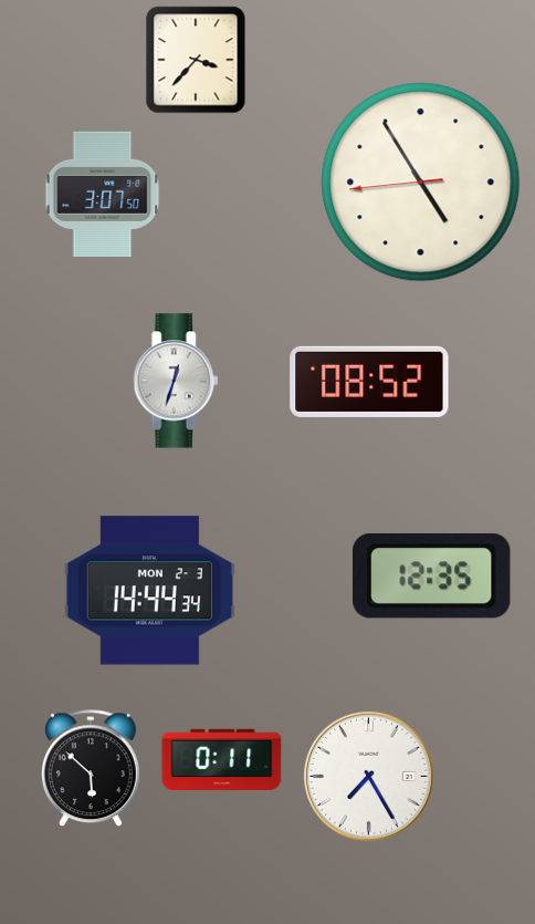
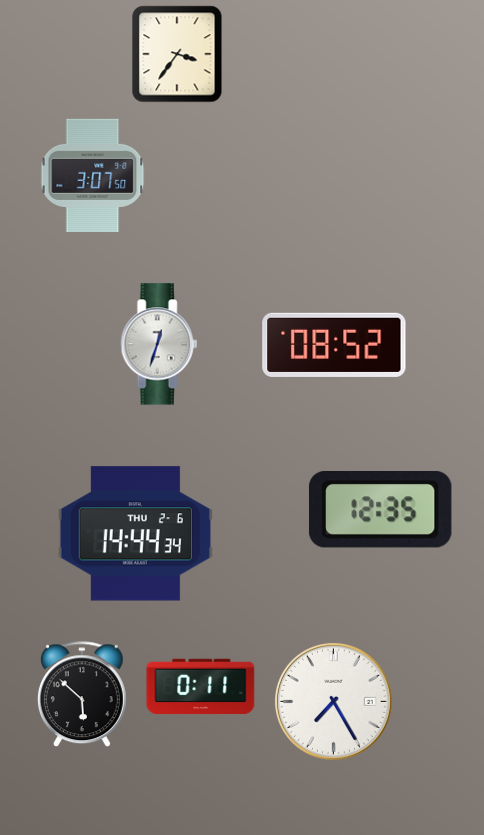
clock at (196, 60): 3:37 -> 3:36
clock at (421, 183): 4:54 -> none
clock at (431, 575) position: (431, 575) -> (380, 509)
clock at (149, 591) date: MON 2-3 -> THU 2-6
